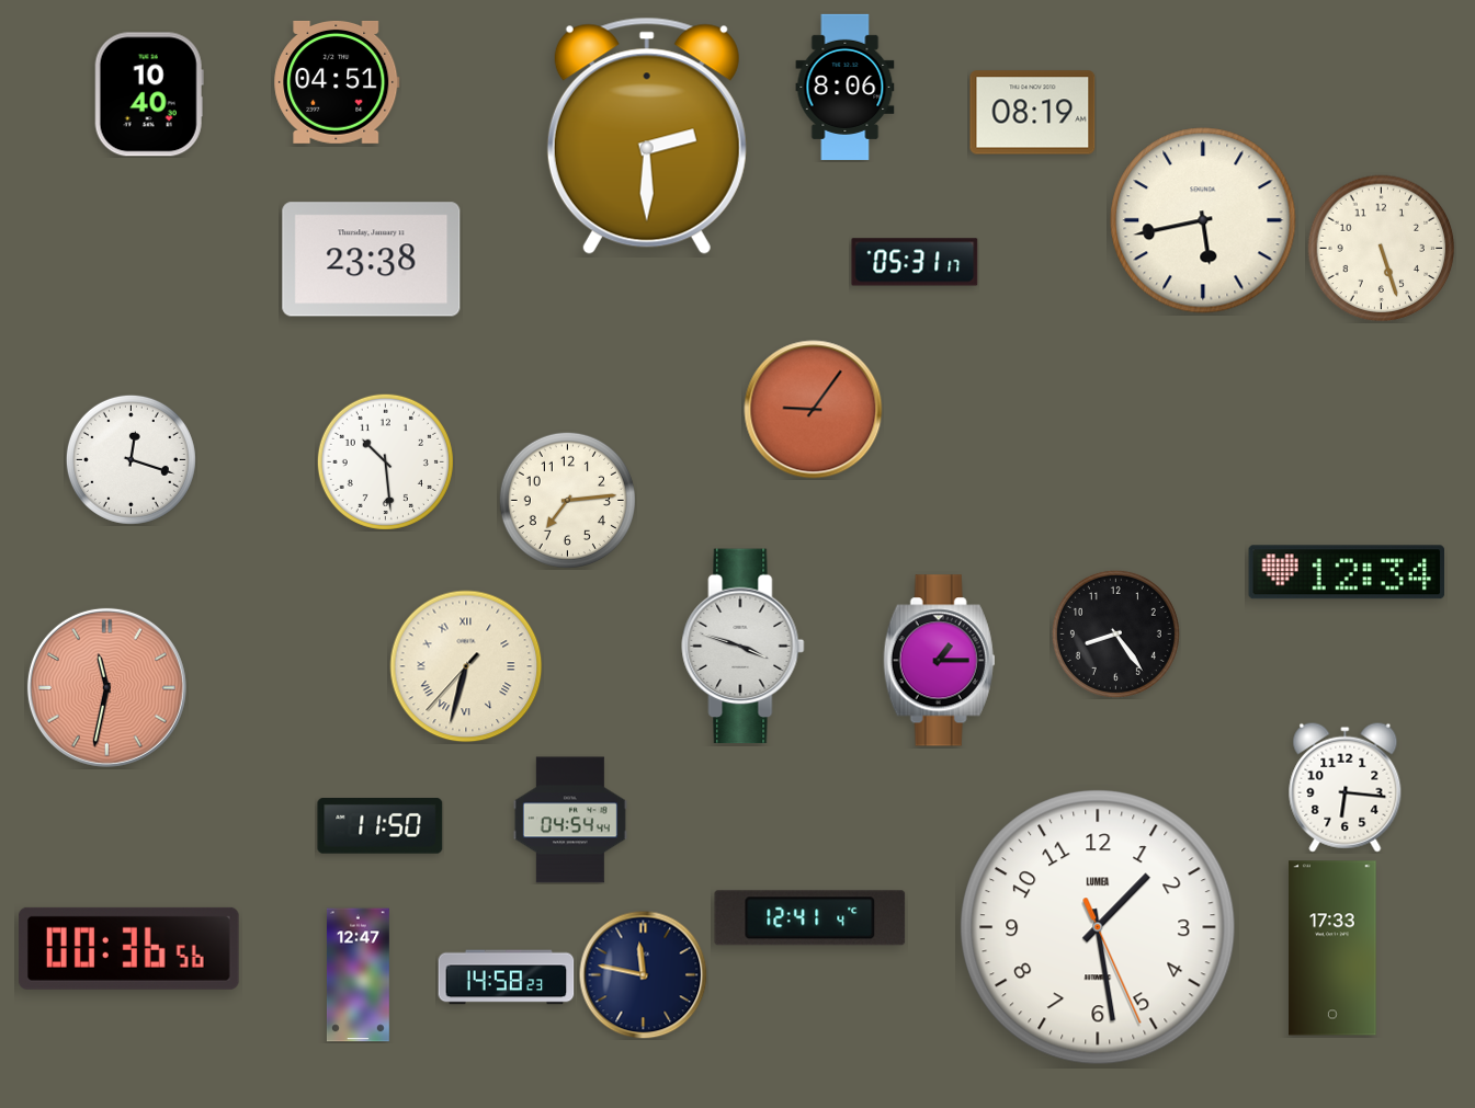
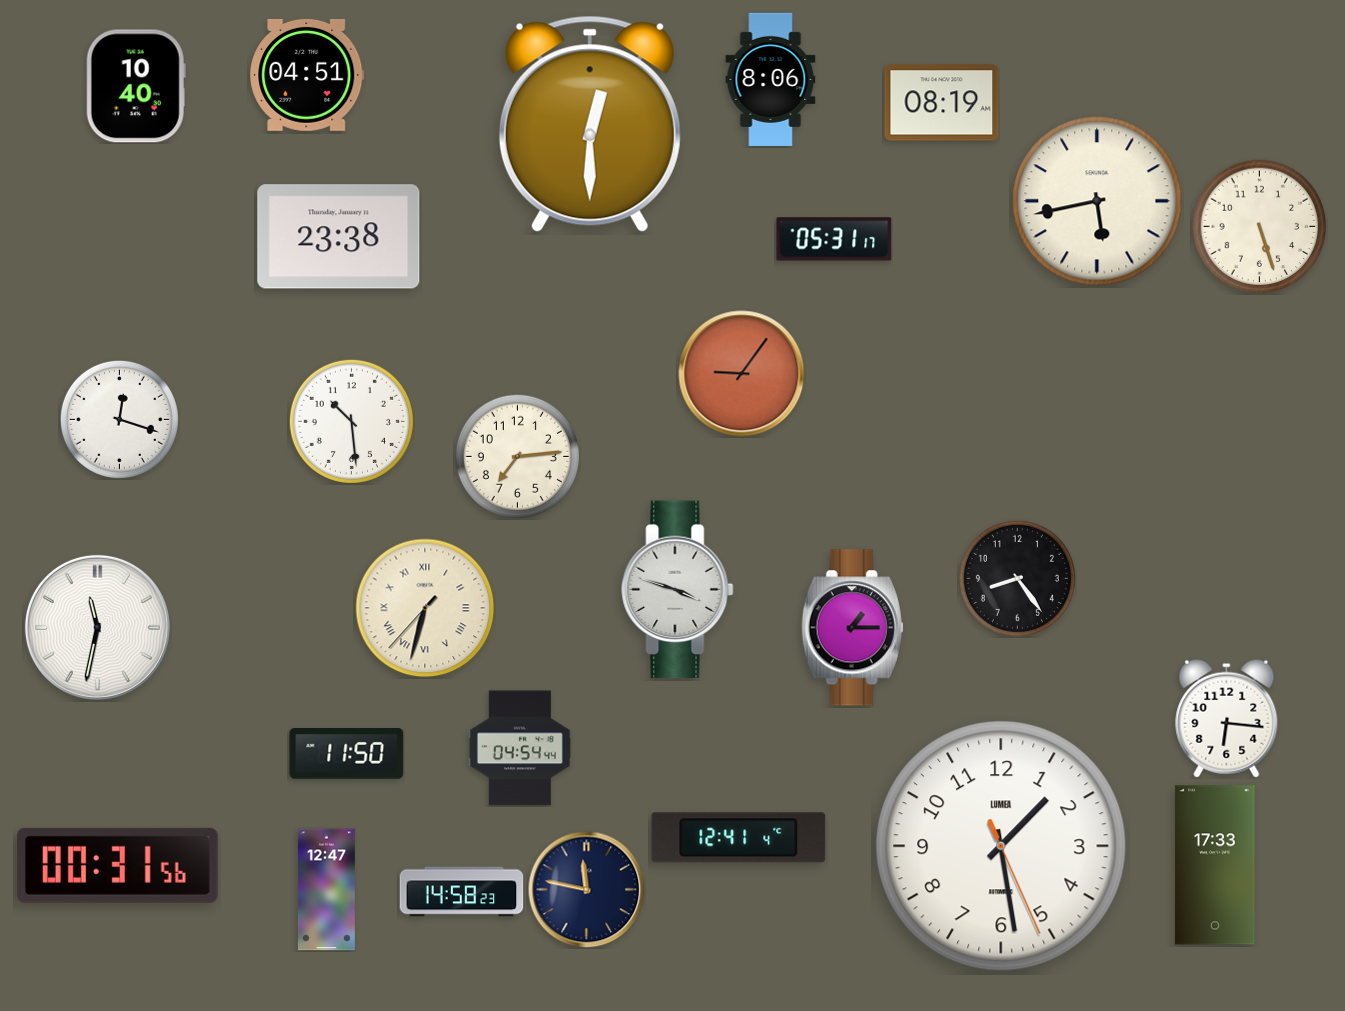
clock at (647, 136): 2:30 -> 12:30
clock at (1346, 572): 12:34 -> none
clock at (940, 661) position: (940, 661) -> (853, 628)
clock at (106, 687) dial: salmon -> white
clock at (128, 948): 00:36 -> 00:31
